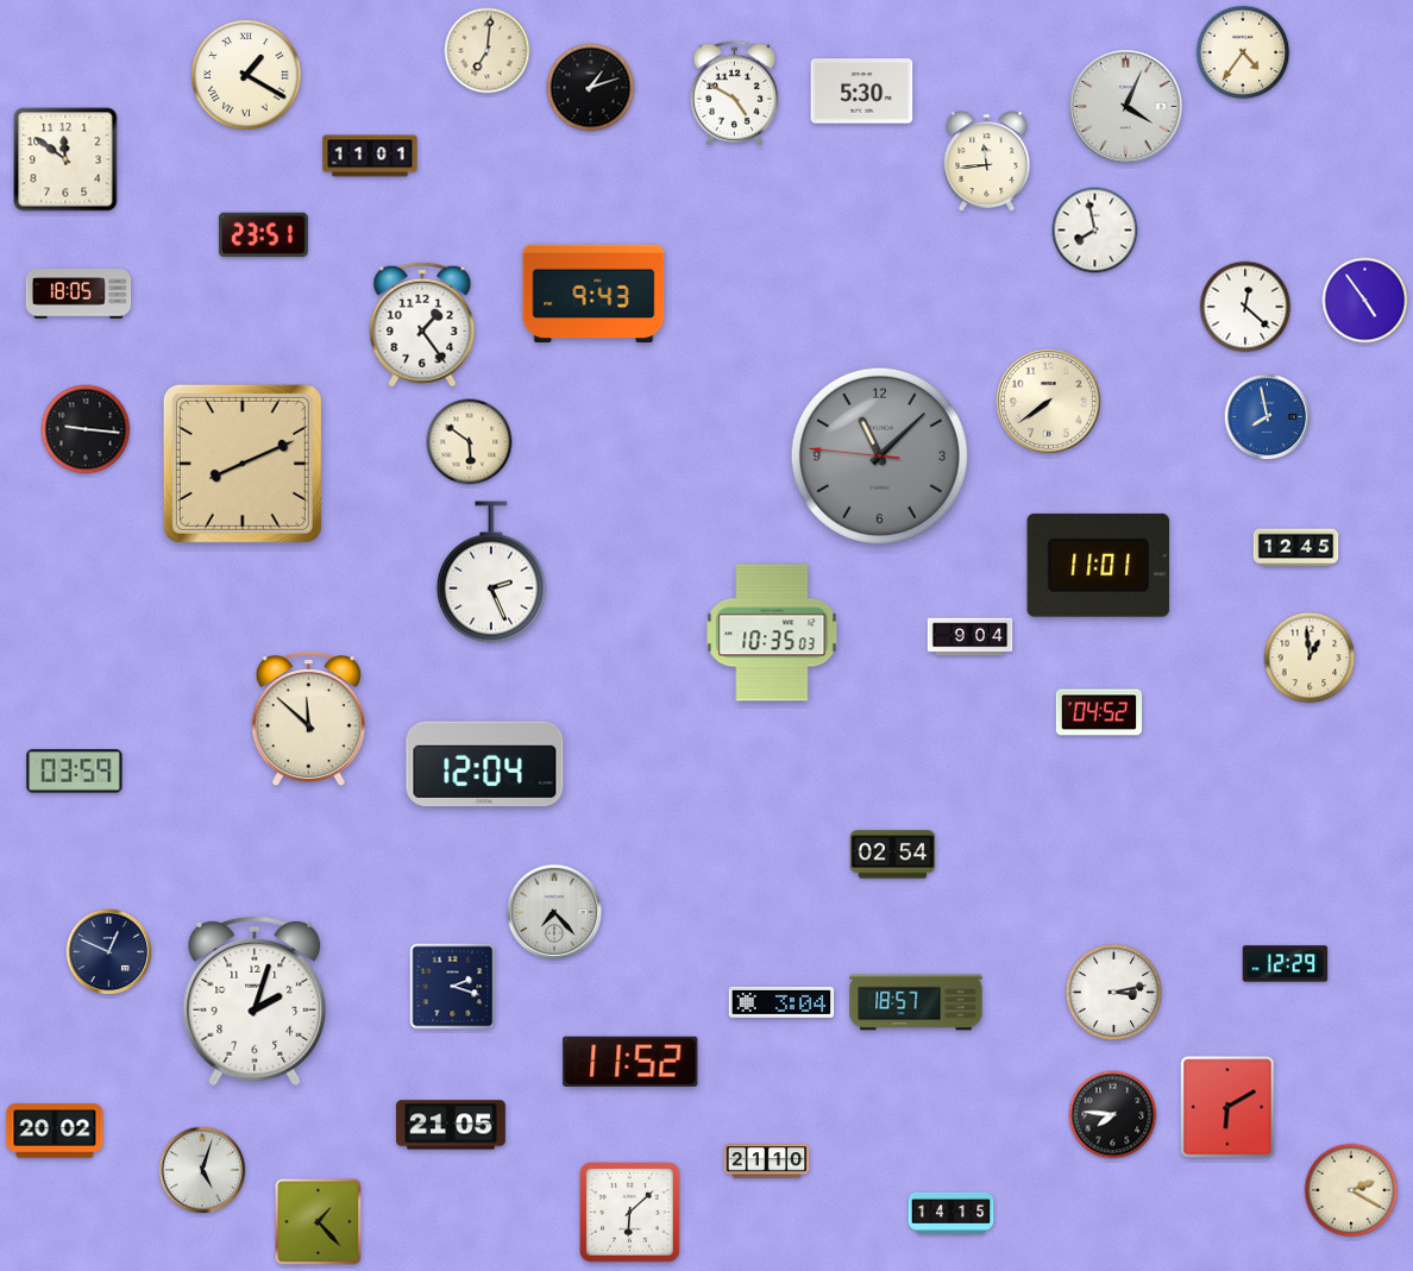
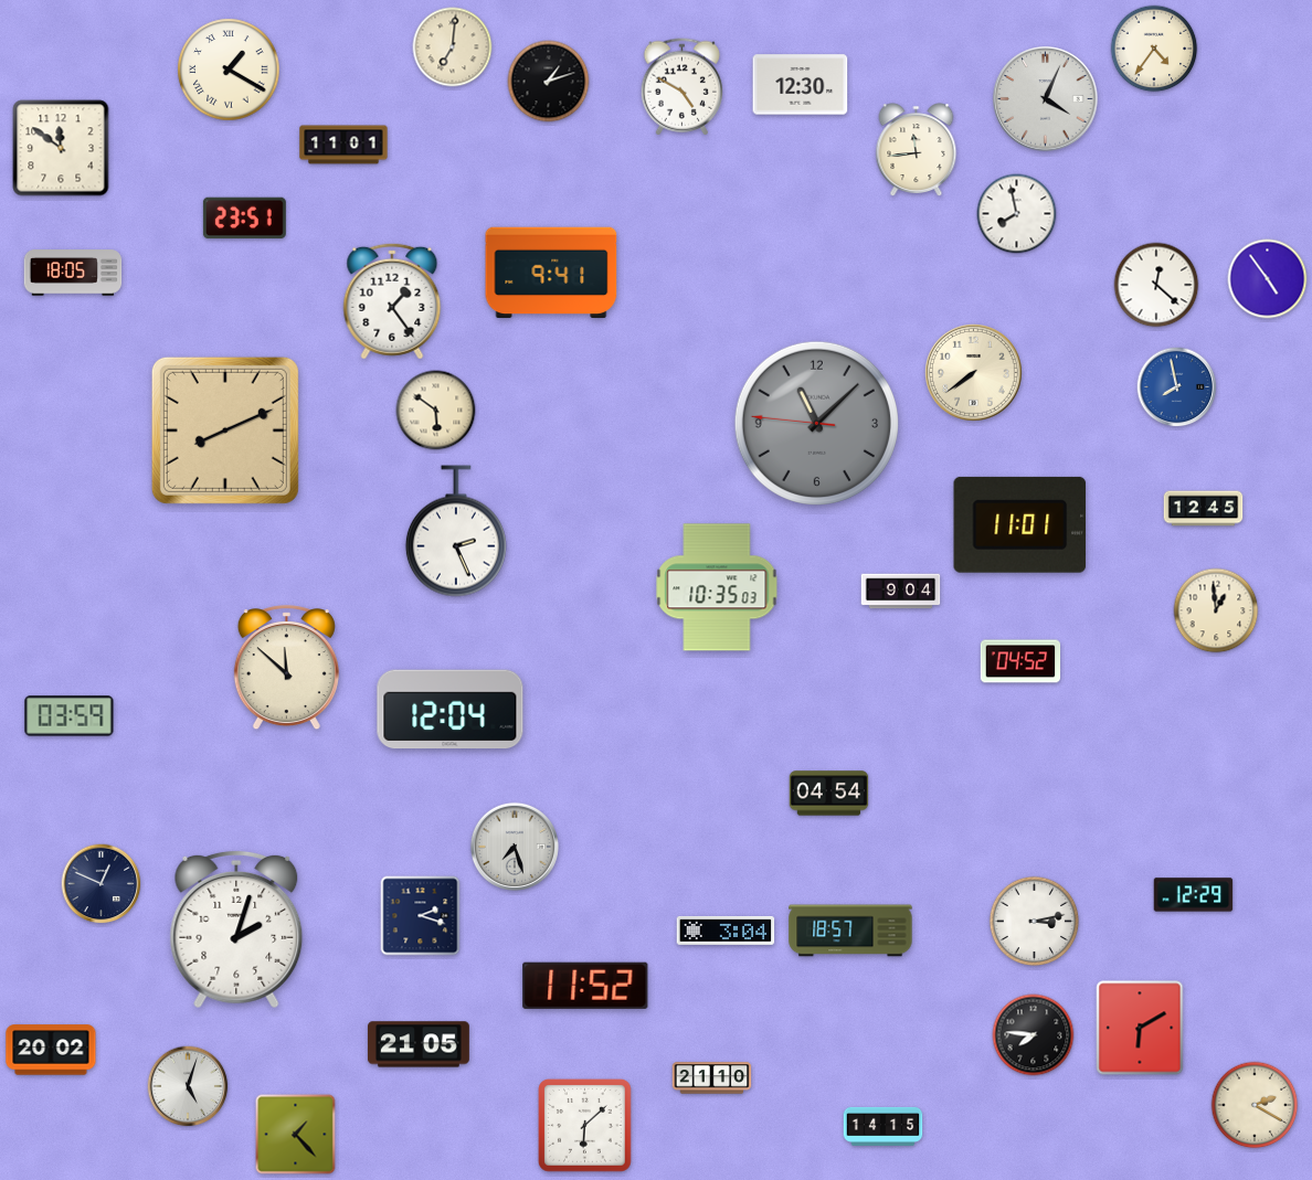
clock at (862, 92): 5:30 -> 12:30
clock at (594, 294): 9:43 -> 9:41
clock at (86, 429): 9:16 -> none
clock at (893, 855): 02:54 -> 04:54
clock at (554, 912): 7:23 -> 7:27
